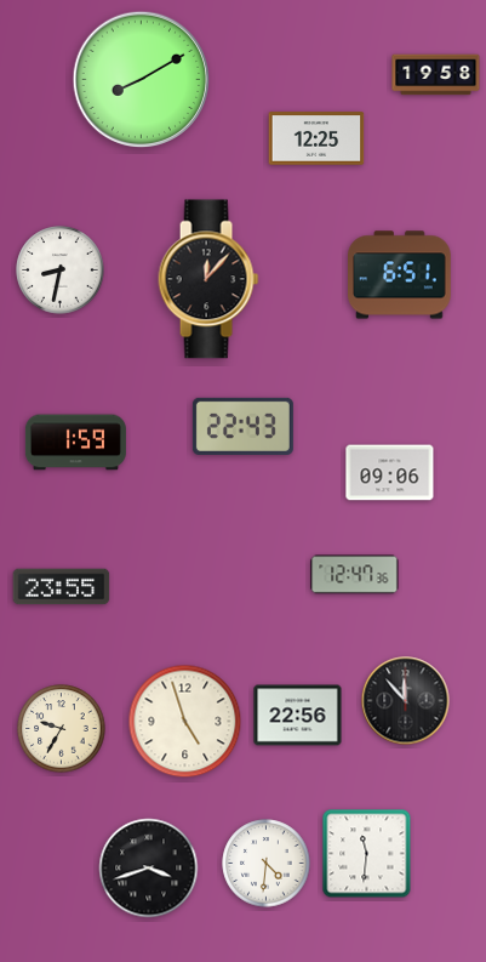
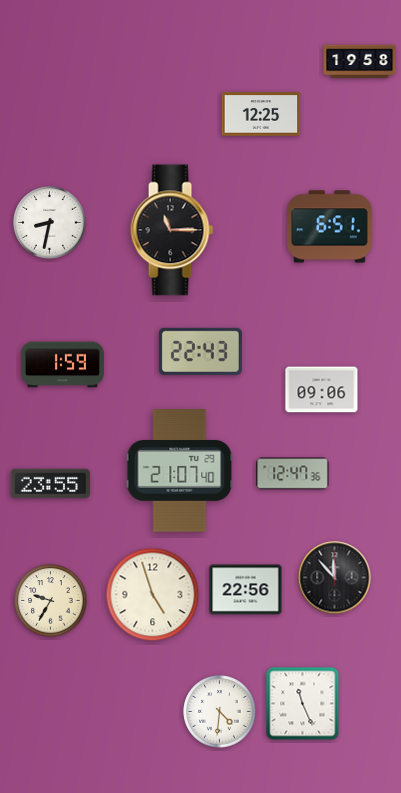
clock at (142, 80): 8:10 -> none
clock at (208, 279): 12:07 -> 11:15
clock at (180, 471): none -> 21:07
clock at (367, 854): 11:31 -> 11:26
clock at (149, 869): 3:42 -> none
